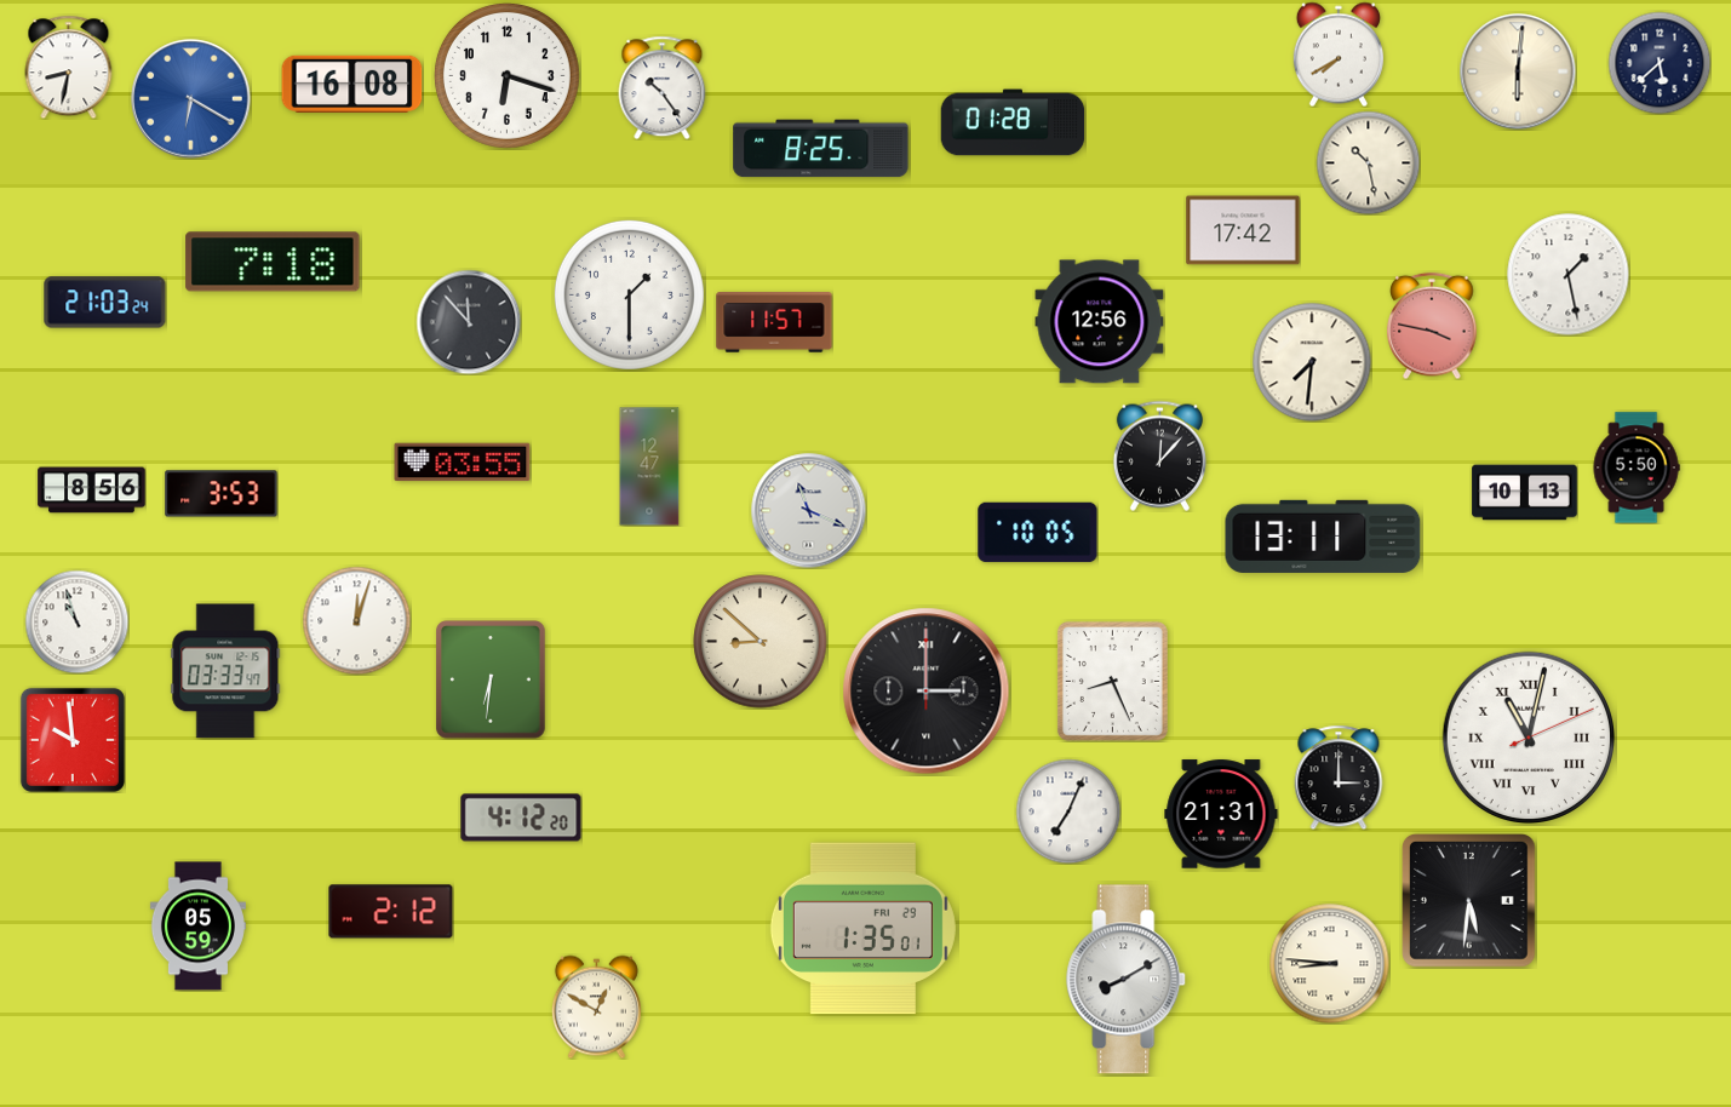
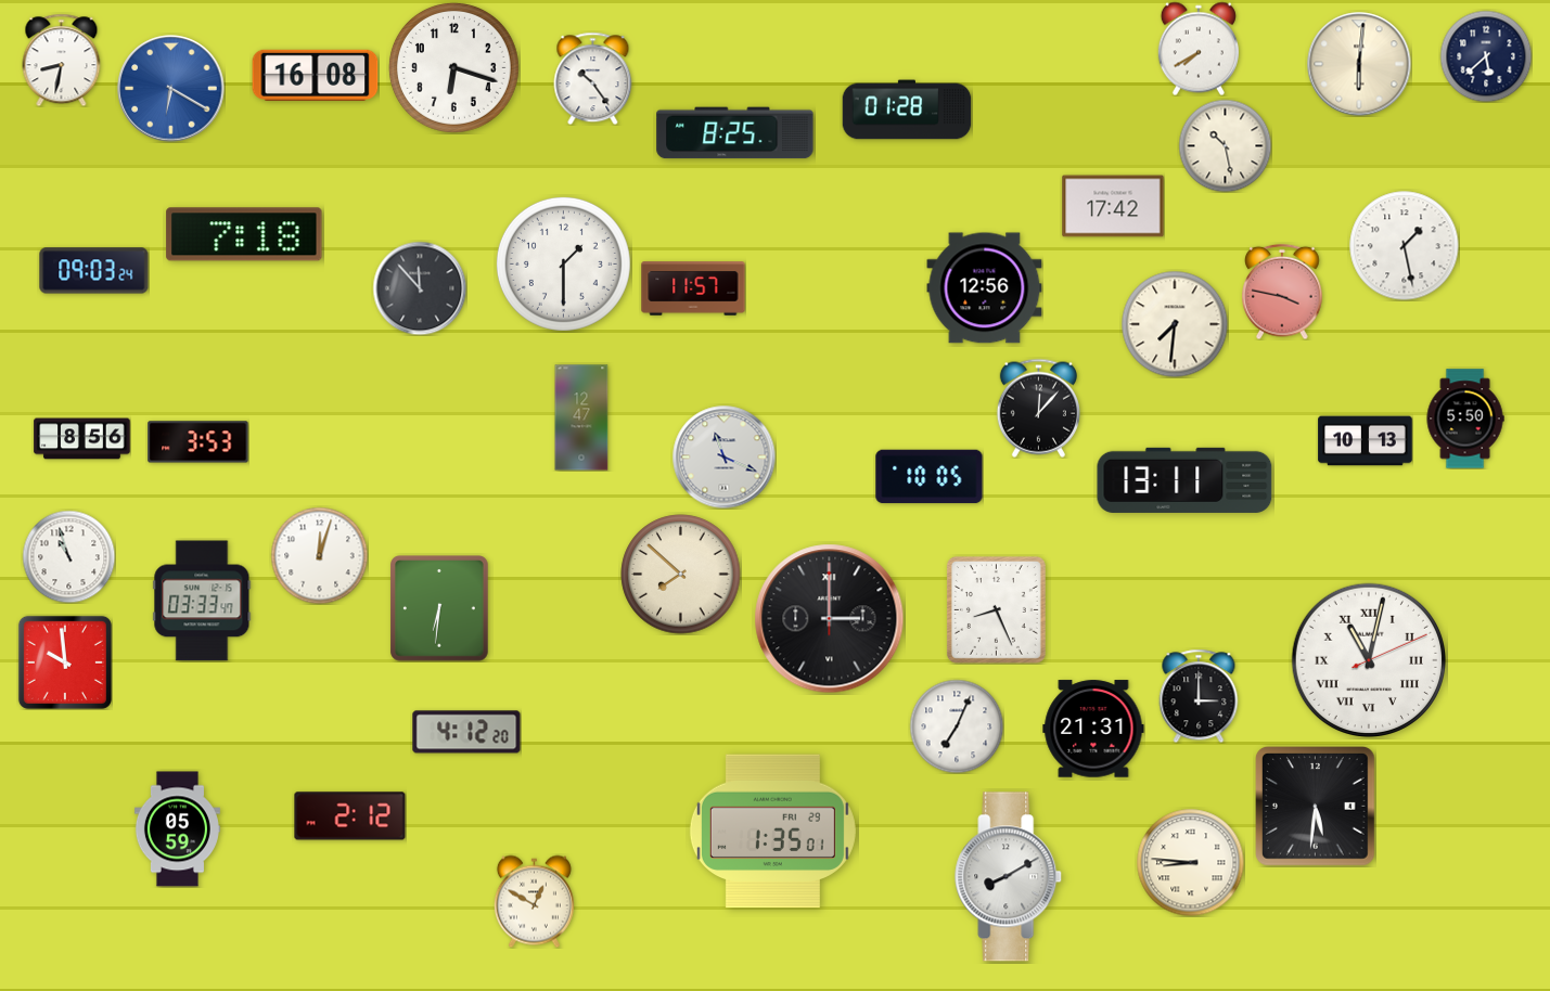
clock at (105, 303): 21:03 -> 09:03
clock at (463, 463): 03:55 -> none
clock at (761, 642): 8:52 -> 7:52
